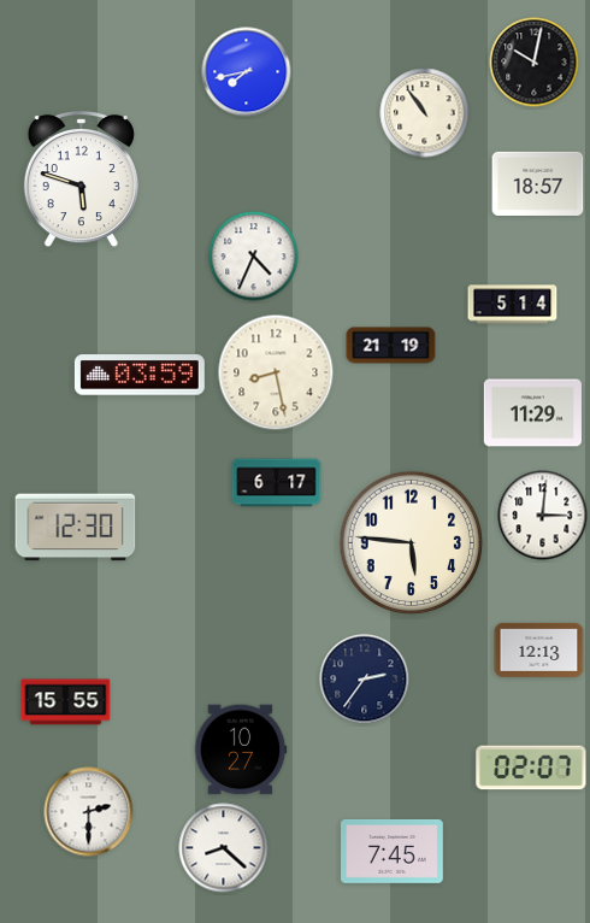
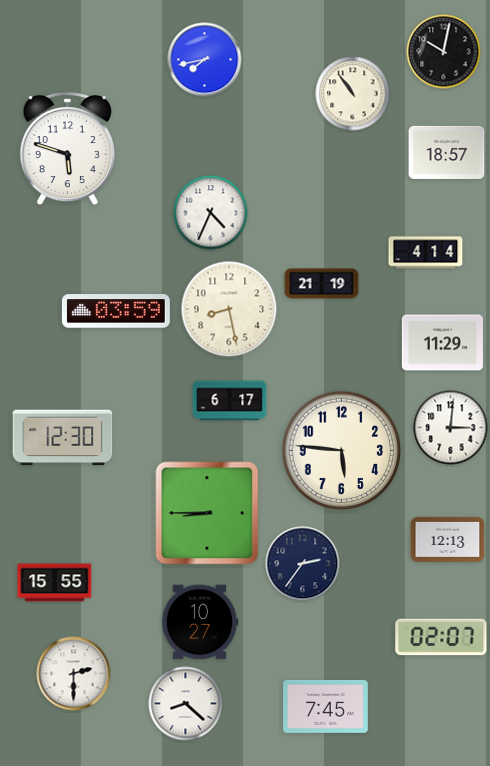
clock at (513, 305): 5:14 -> 4:14
clock at (391, 346) position: (391, 346) -> (322, 284)
clock at (207, 513): none -> 8:45
